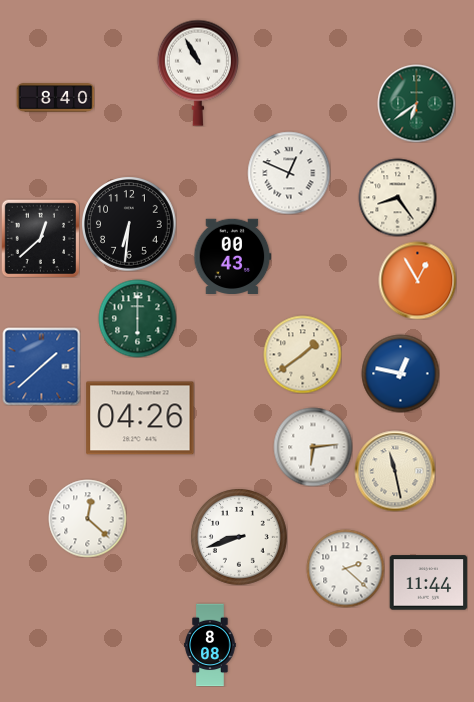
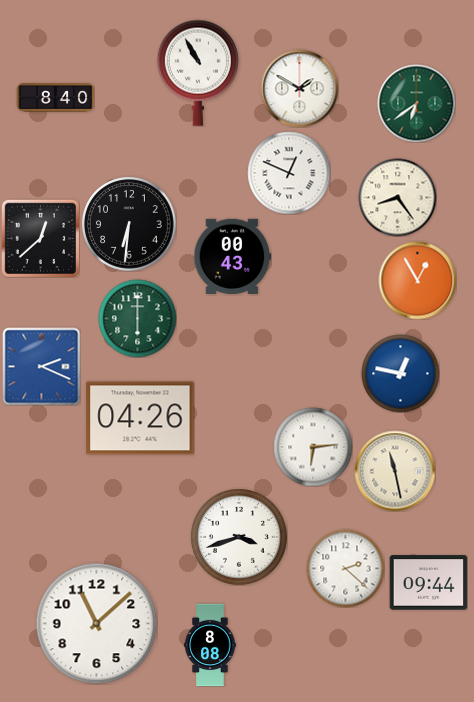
clock at (299, 88): none -> 1:50
clock at (302, 354): 1:39 -> none
clock at (41, 366): 1:38 -> 2:19
clock at (87, 518): 12:22 -> none
clock at (239, 537): 8:42 -> 3:42
clock at (428, 583): 11:44 -> 09:44
clock at (96, 623): none -> 11:08
